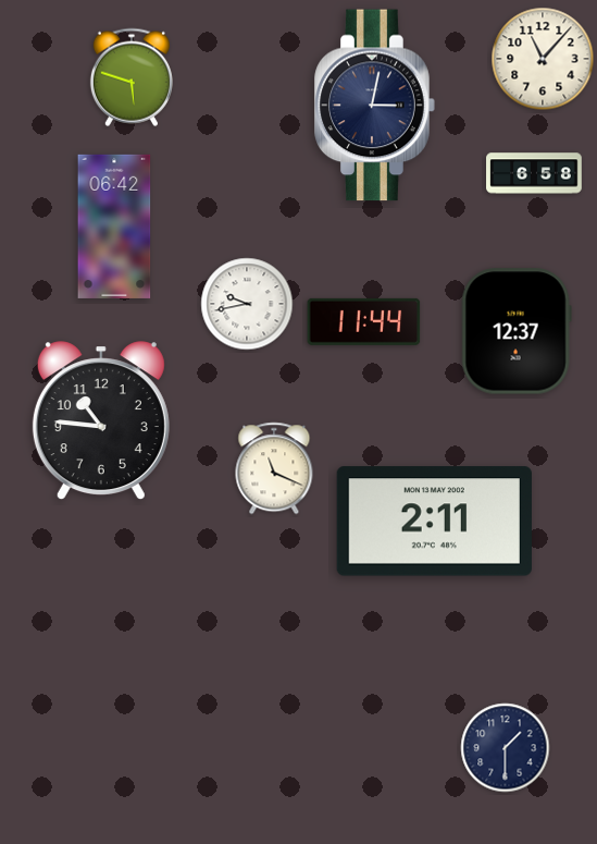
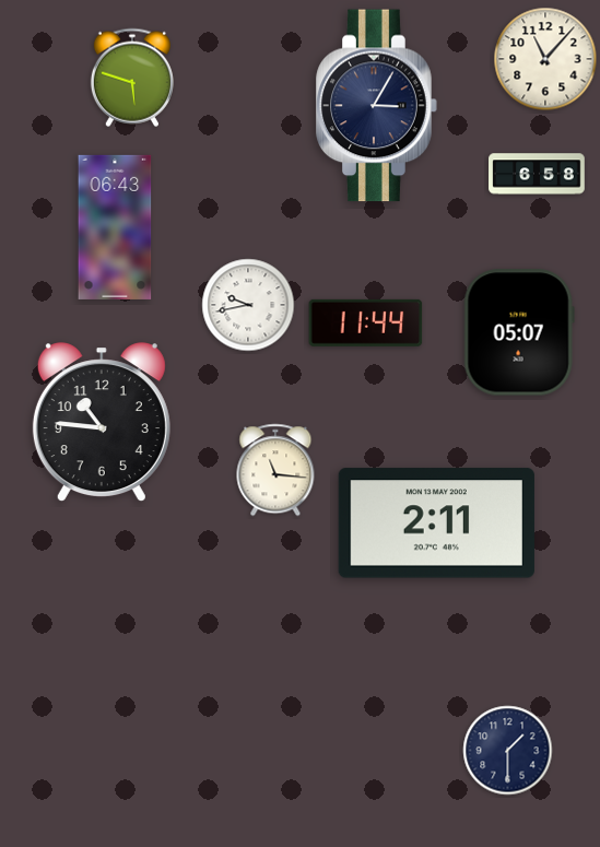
clock at (375, 106): 3:02 -> 3:05
clock at (114, 227): 06:42 -> 06:43
clock at (517, 331): 12:37 -> 05:07
clock at (274, 468): 11:19 -> 11:16
